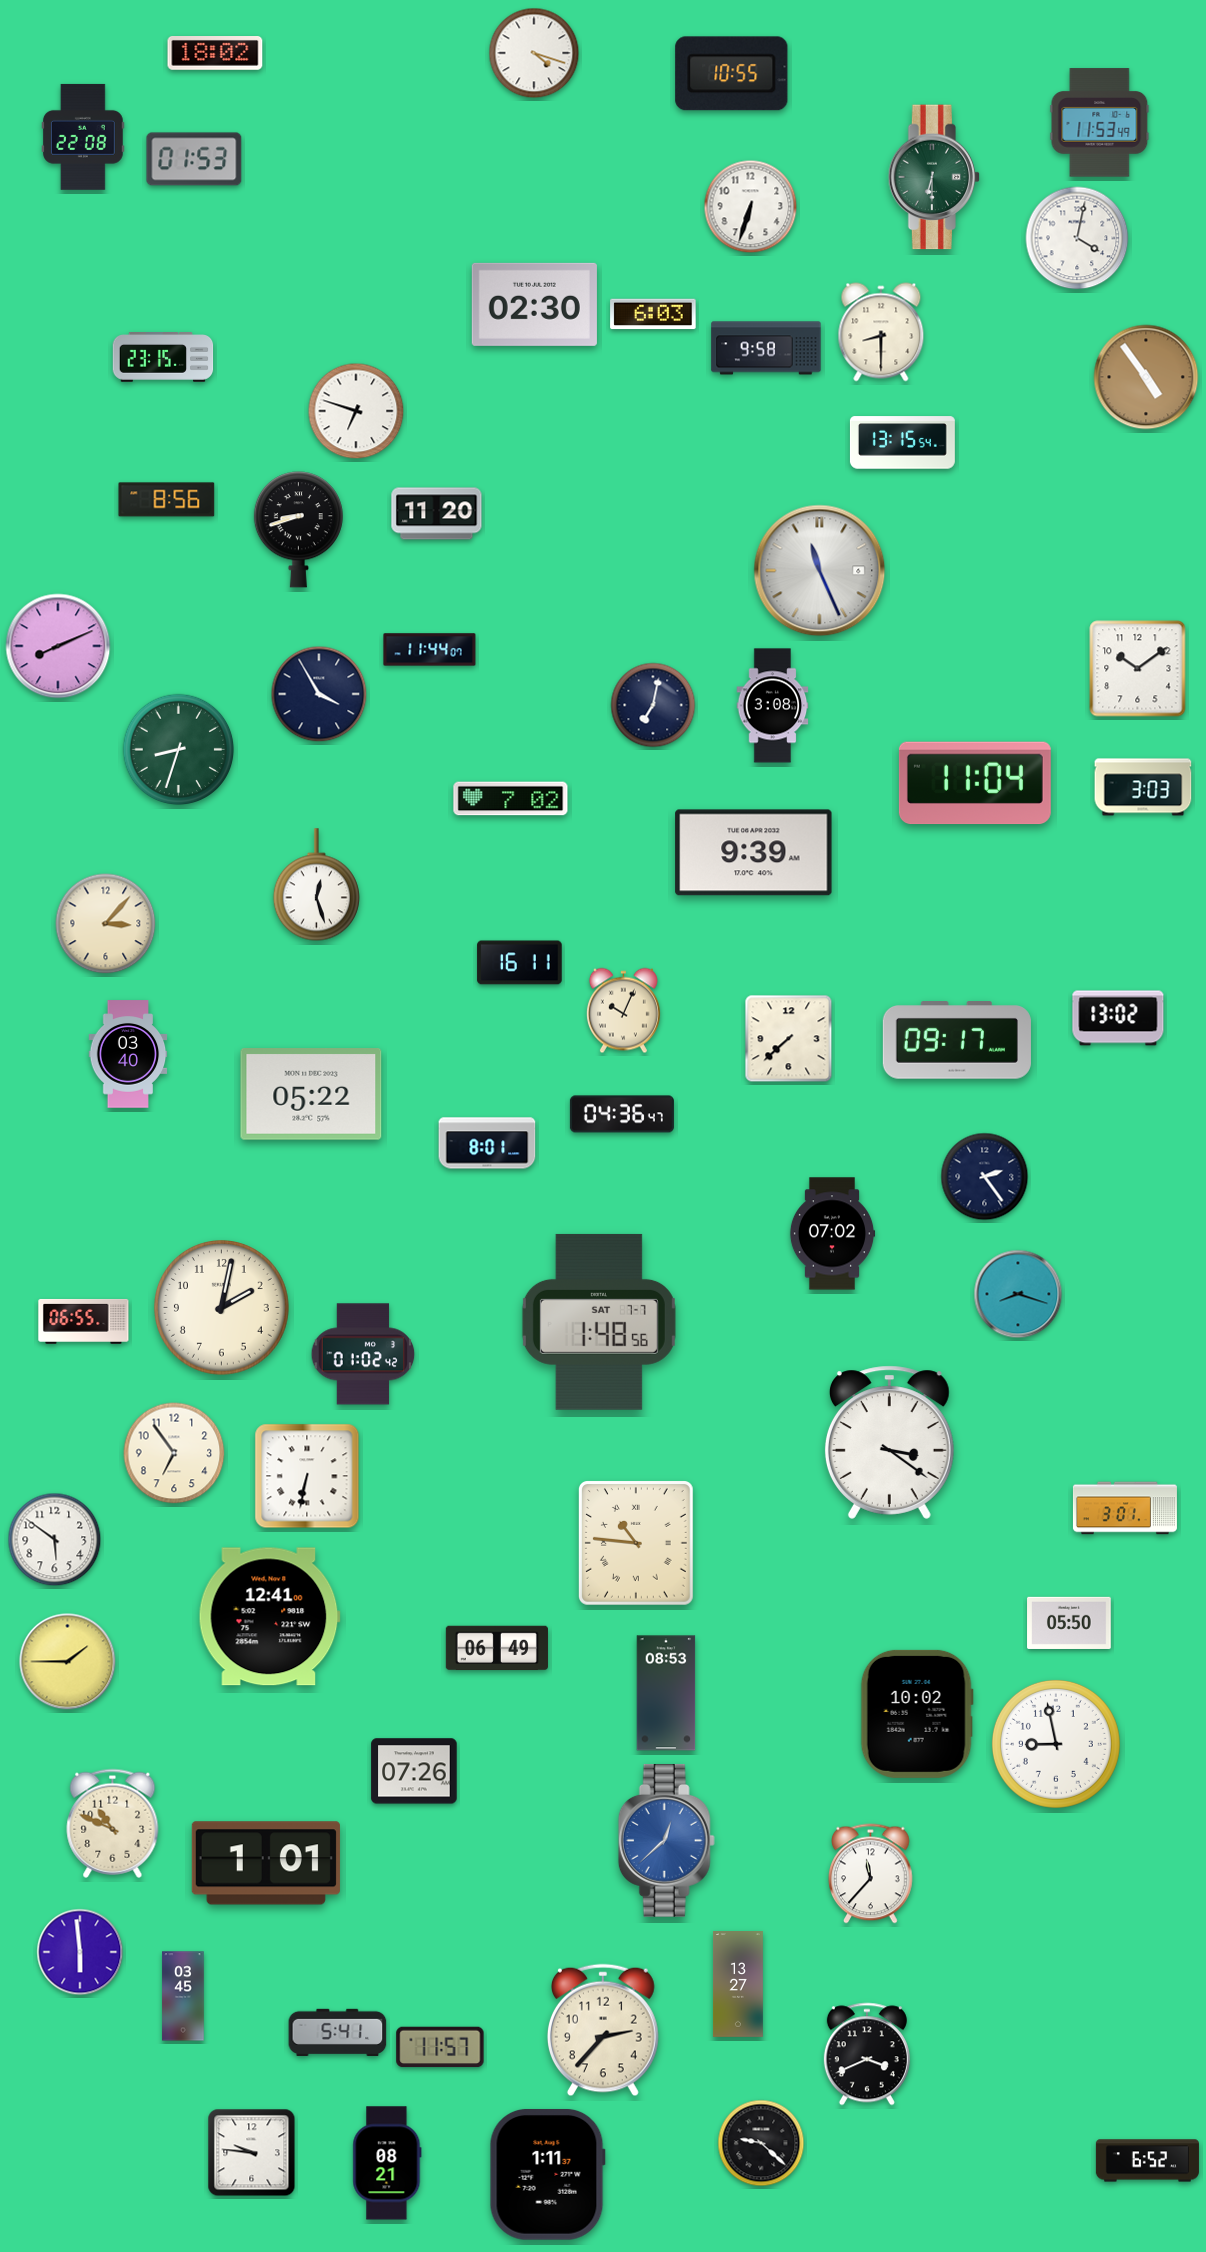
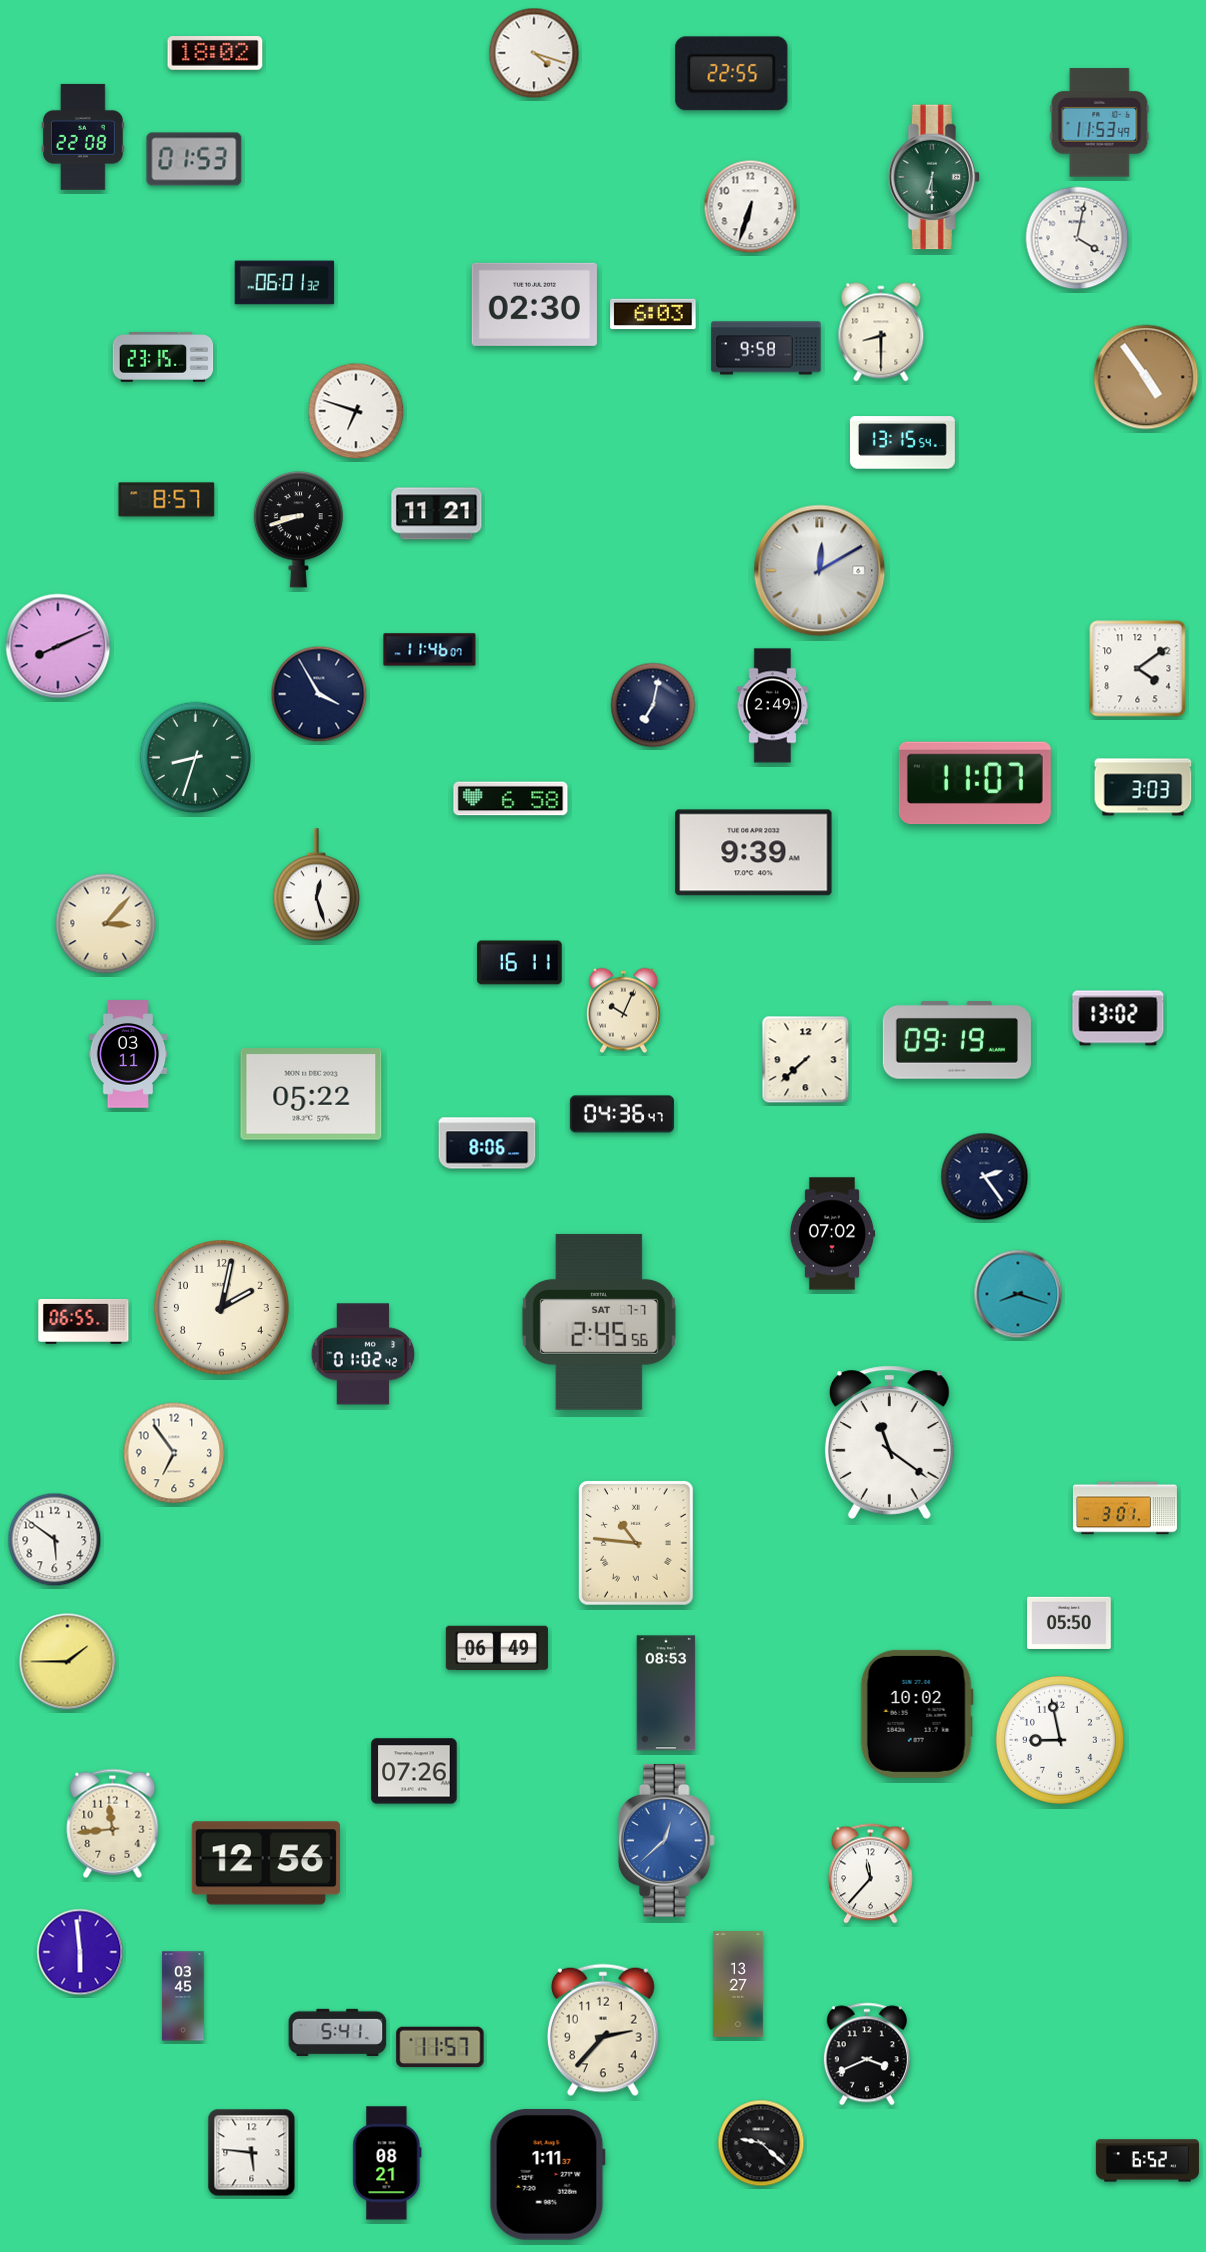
clock at (732, 74): 10:55 -> 22:55
clock at (285, 283): none -> 06:01
clock at (167, 500): 8:56 -> 8:57
clock at (437, 514): 11:20 -> 11:21
clock at (820, 571): 11:26 -> 12:10
clock at (430, 650): 11:44 -> 11:46
clock at (1138, 669): 10:09 -> 4:09
clock at (773, 706): 3:08 -> 2:49
clock at (179, 750) position: (179, 750) -> (196, 758)
clock at (975, 783): 11:04 -> 11:07
clock at (511, 799): 7:02 -> 6:58
clock at (789, 1039) position: (789, 1039) -> (806, 1060)
clock at (957, 1040): 09:17 -> 09:19
clock at (128, 1054): 03:40 -> 03:11
clock at (487, 1143): 8:01 -> 8:06
clock at (599, 1322): 1:48 -> 2:45
clock at (889, 1442): 3:21 -> 11:21
clock at (307, 1476): 6:32 -> none
clock at (269, 1617): 12:41 -> none
clock at (1056, 1744) position: (1056, 1744) -> (1060, 1740)
clock at (113, 1823): 10:49 -> 11:44
clock at (266, 1863): 1:01 -> 12:56
clock at (252, 2153): 9:46 -> 5:46
